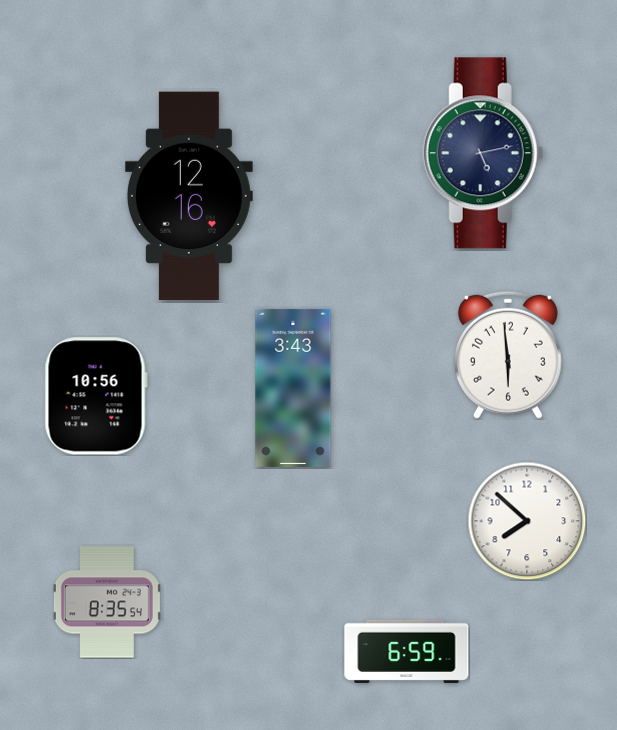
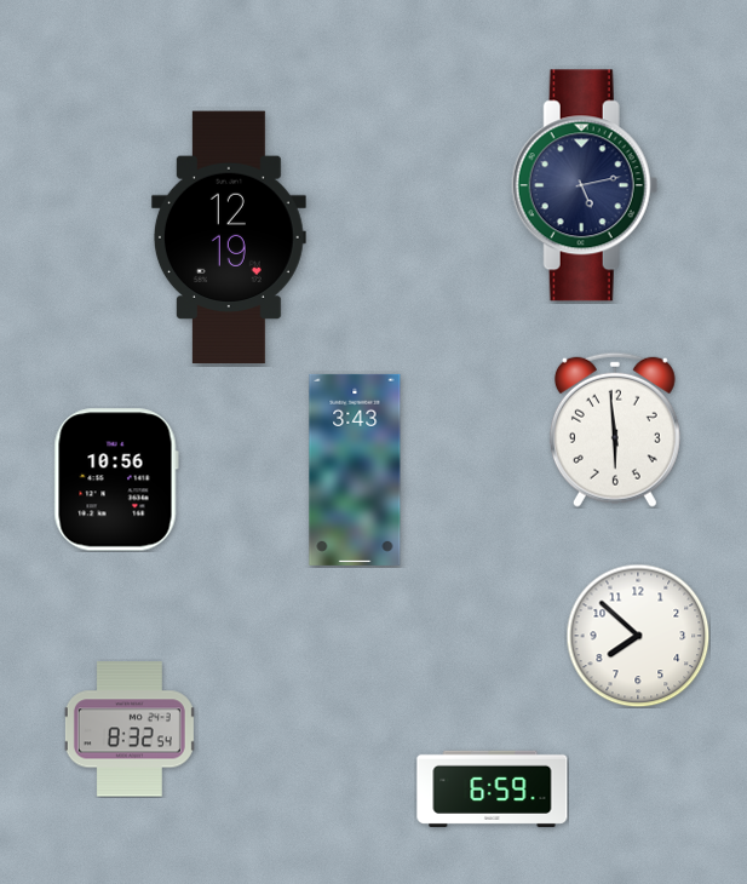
clock at (189, 196): 12:16 -> 12:19
clock at (527, 521) position: (527, 521) -> (638, 636)
clock at (107, 602): 8:35 -> 8:32
